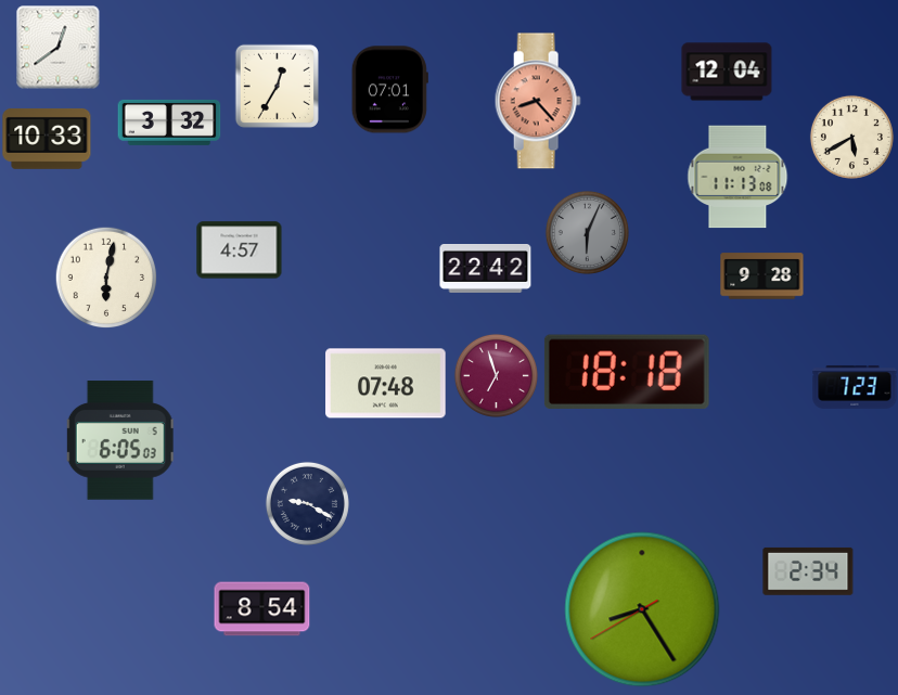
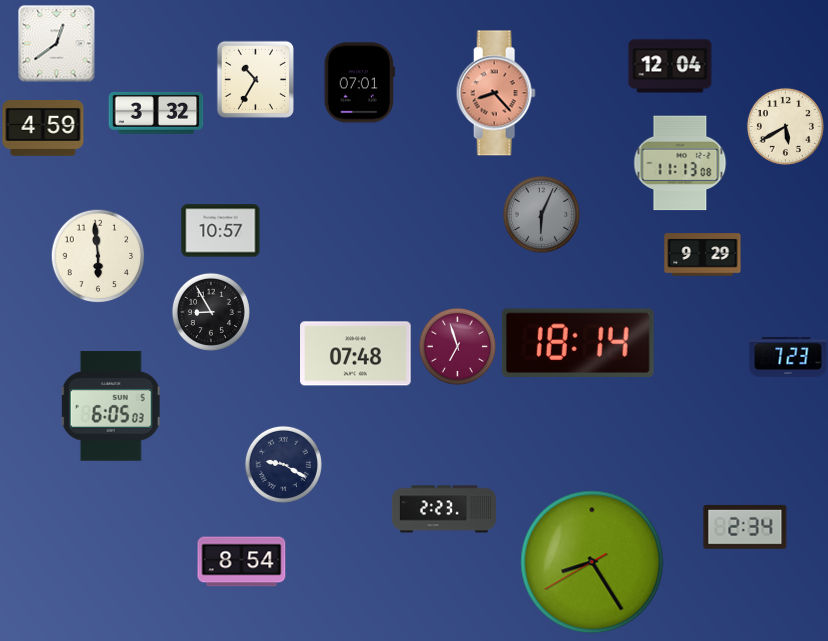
clock at (59, 48) position: (59, 48) -> (57, 44)
clock at (277, 86): 12:35 -> 10:35
clock at (47, 139): 10:33 -> 4:59
clock at (240, 250): 4:57 -> 10:57
clock at (486, 269): 22:42 -> none
clock at (762, 276): 9:28 -> 9:29
clock at (106, 278): 6:02 -> 5:59
clock at (211, 312): none -> 8:55
clock at (627, 372): 18:18 -> 18:14
clock at (444, 509): none -> 2:23
